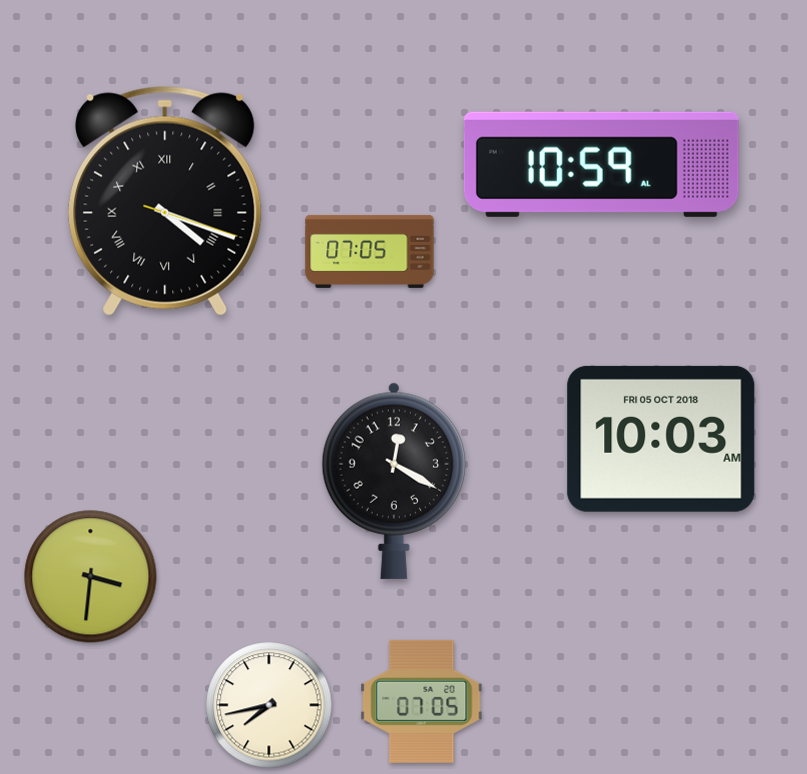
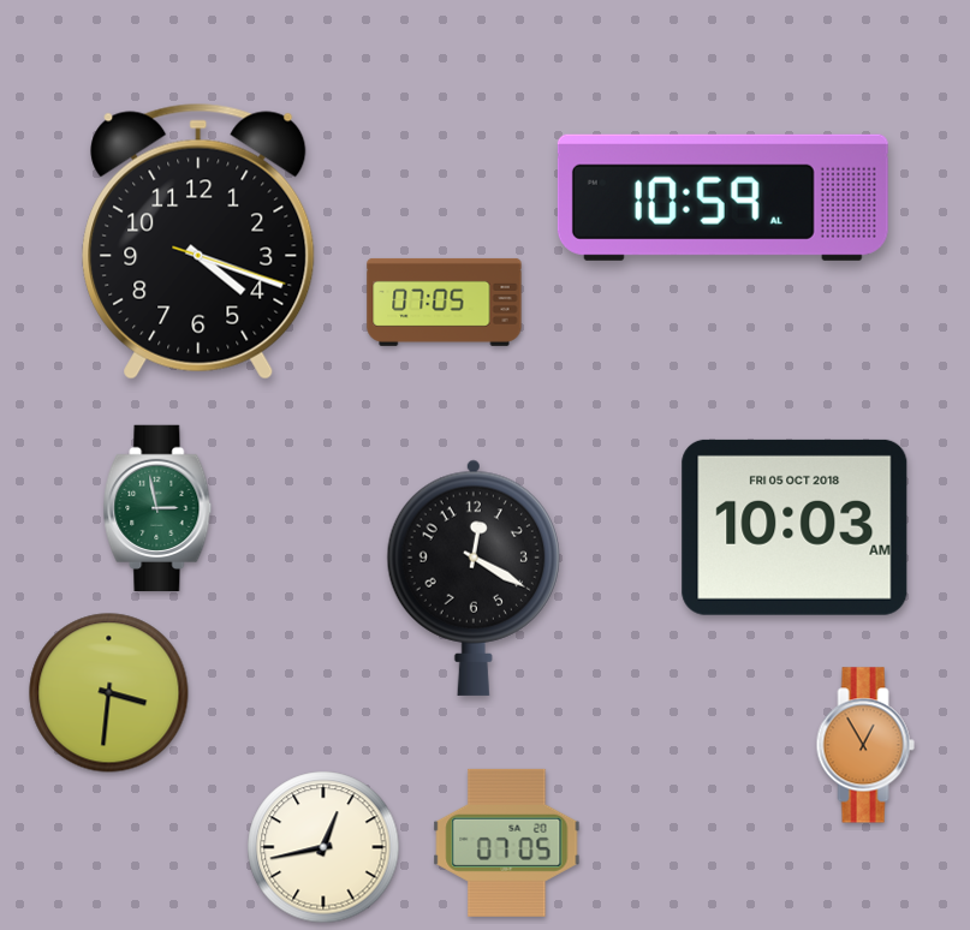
clock at (165, 201) numerals: Roman -> Arabic
clock at (157, 508): none -> 2:58
clock at (865, 745): none -> 12:55
clock at (269, 705): 7:43 -> 12:43
